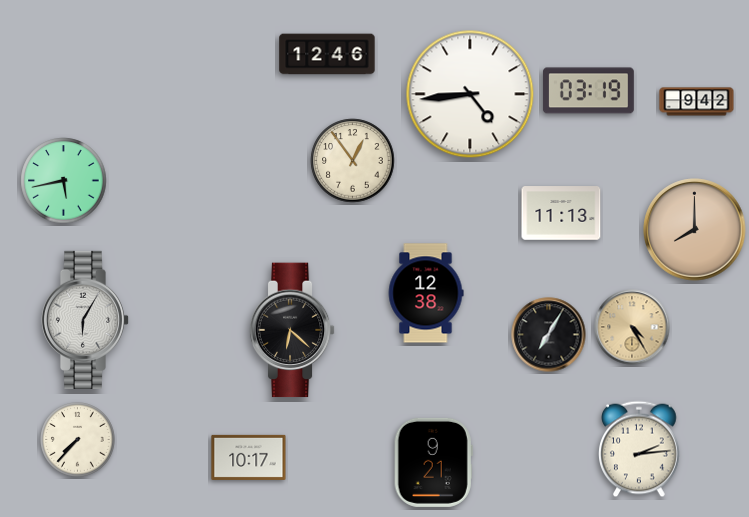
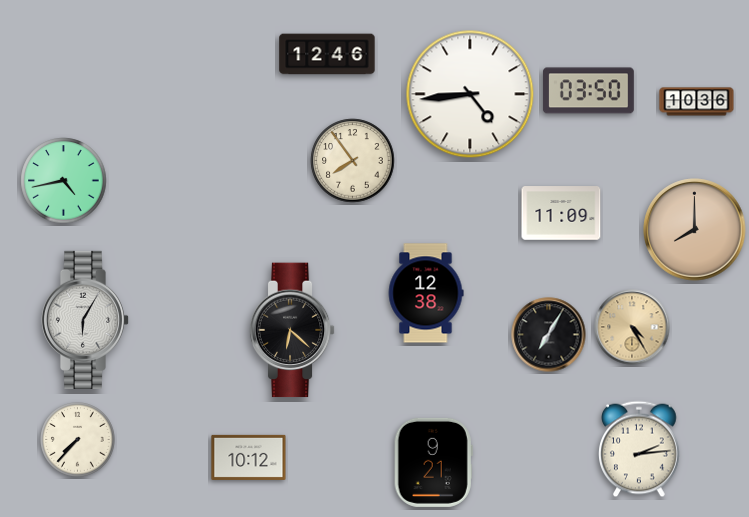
clock at (588, 91): 03:19 -> 03:50
clock at (697, 102): 9:42 -> 10:36
clock at (353, 161): 12:54 -> 7:54
clock at (64, 181): 5:43 -> 4:43
clock at (561, 213): 11:13 -> 11:09
clock at (249, 457): 10:17 -> 10:12
